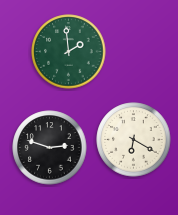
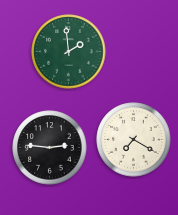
clock at (134, 140): 6:20 -> 7:20
clock at (50, 148): 2:48 -> 2:46
